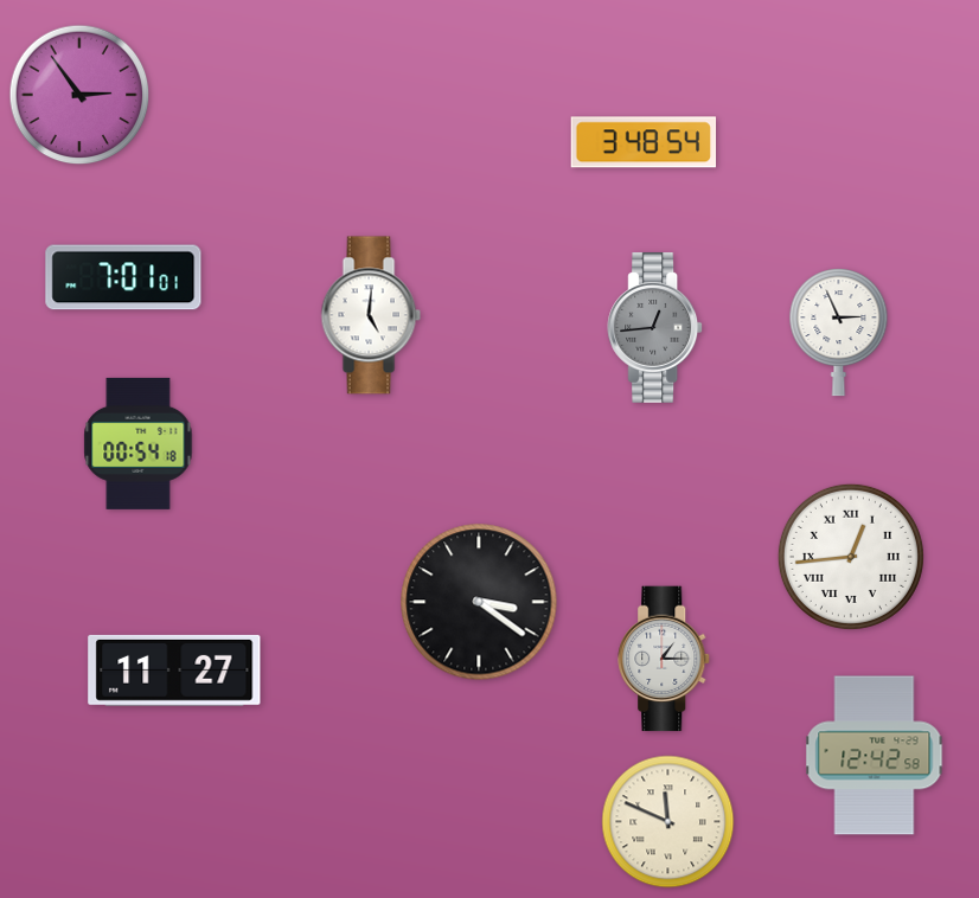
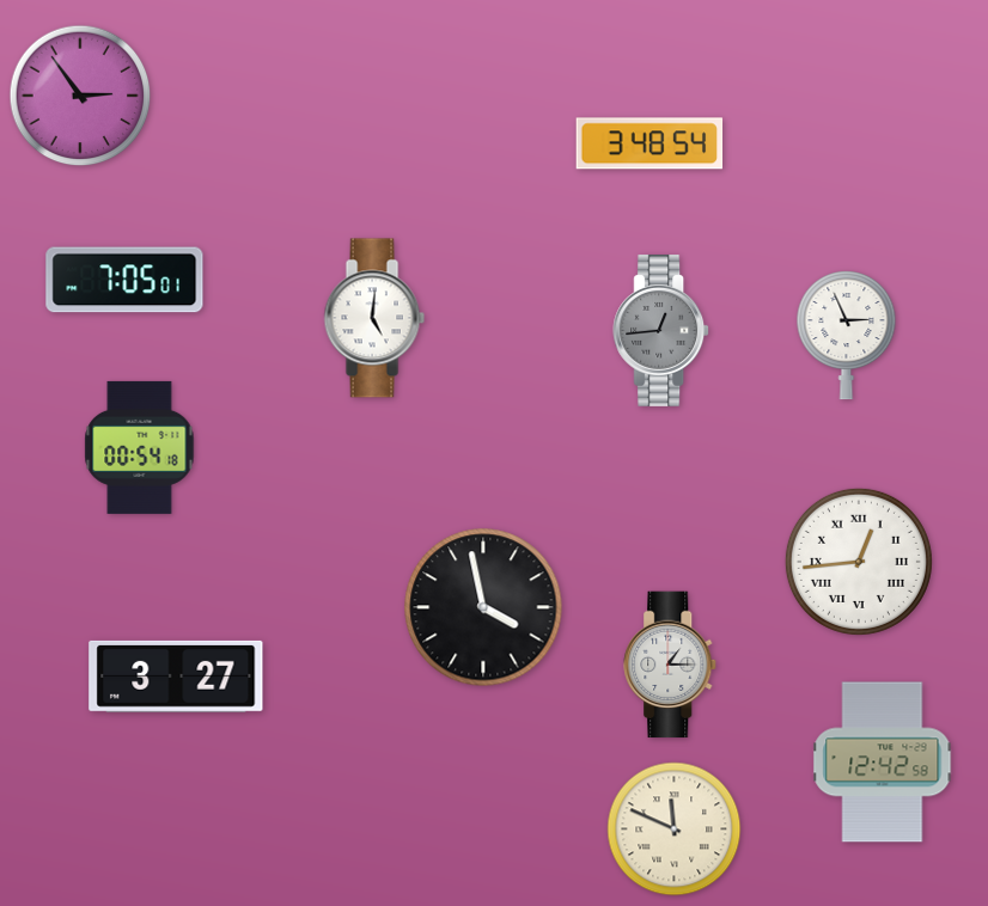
clock at (123, 277): 7:01 -> 7:05
clock at (479, 602): 3:21 -> 3:58
clock at (174, 671): 11:27 -> 3:27
